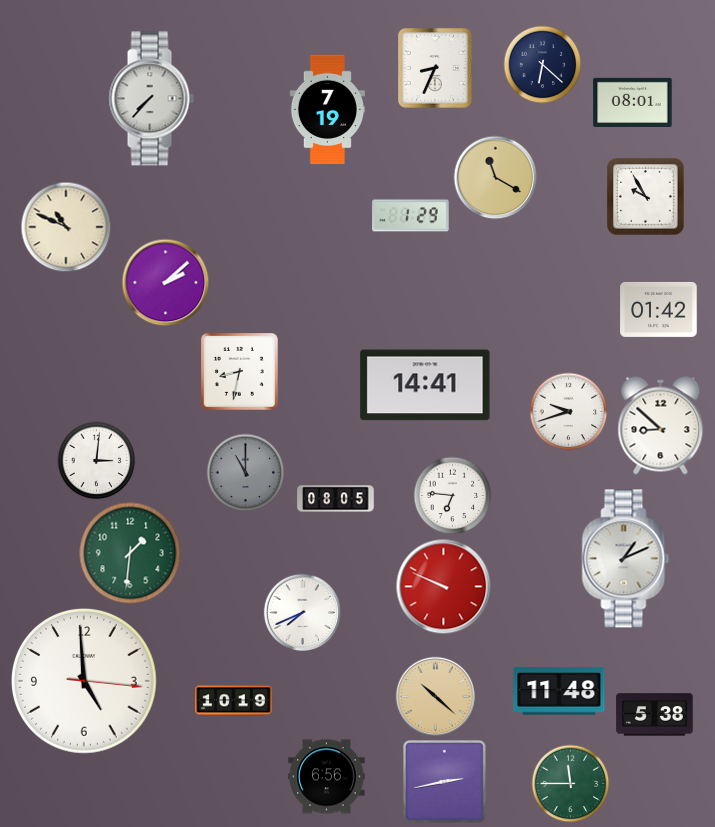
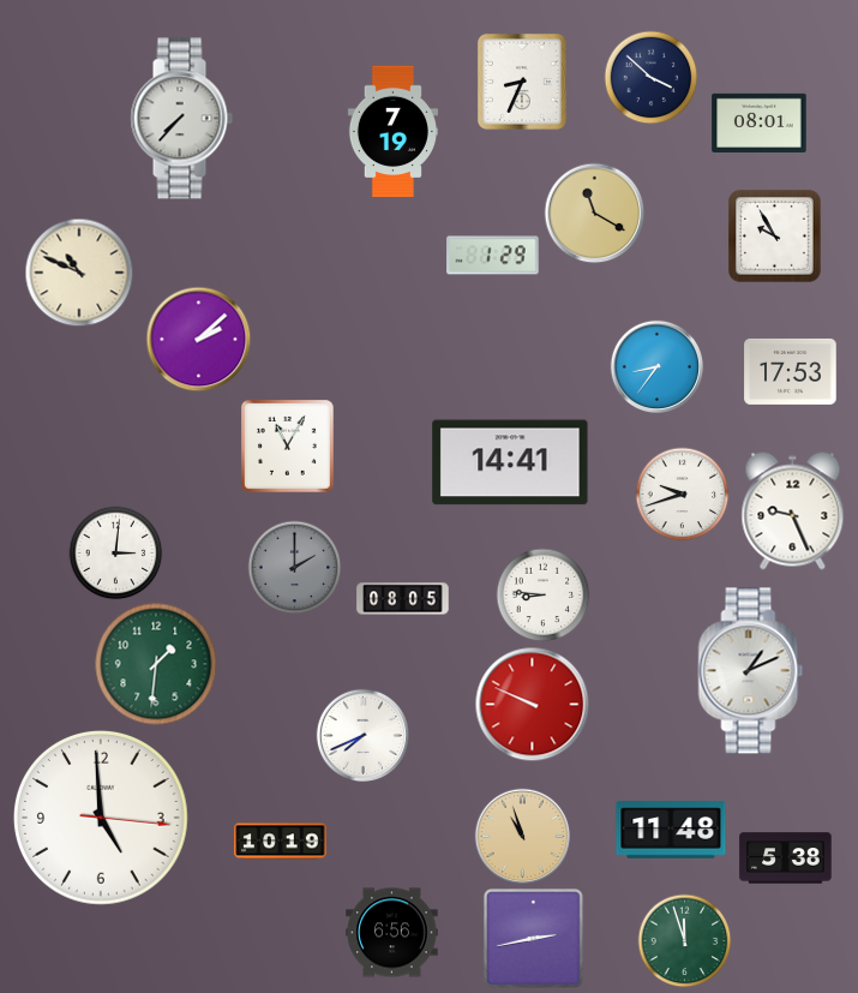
clock at (542, 64): 6:22 -> 3:52
clock at (411, 216) position: (411, 216) -> (493, 256)
clock at (656, 366): none -> 8:36
clock at (659, 309): 01:42 -> 17:53
clock at (240, 372): 8:32 -> 11:05
clock at (661, 426): 8:52 -> 9:26
clock at (245, 472): 11:00 -> 2:00
clock at (452, 495): 6:46 -> 8:46
clock at (435, 696): 10:22 -> 10:57
clock at (570, 783): 11:45 -> 11:57
